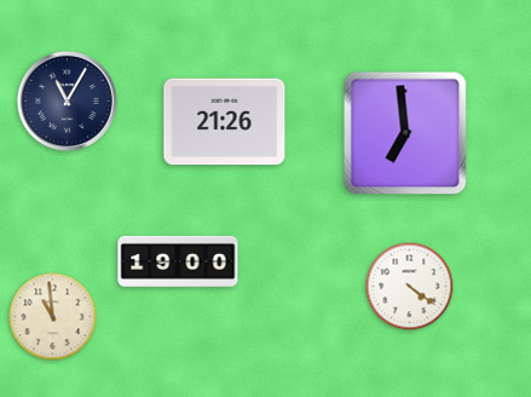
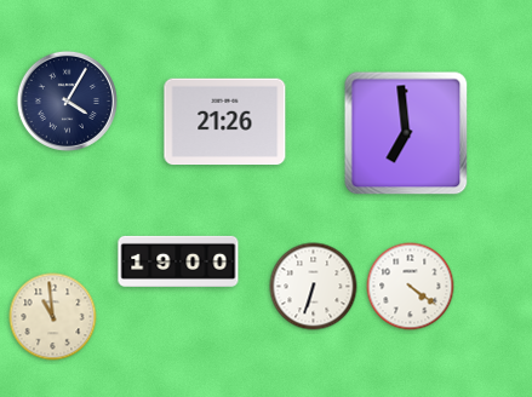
clock at (67, 100): 11:05 -> 4:05
clock at (314, 287): none -> 6:33
